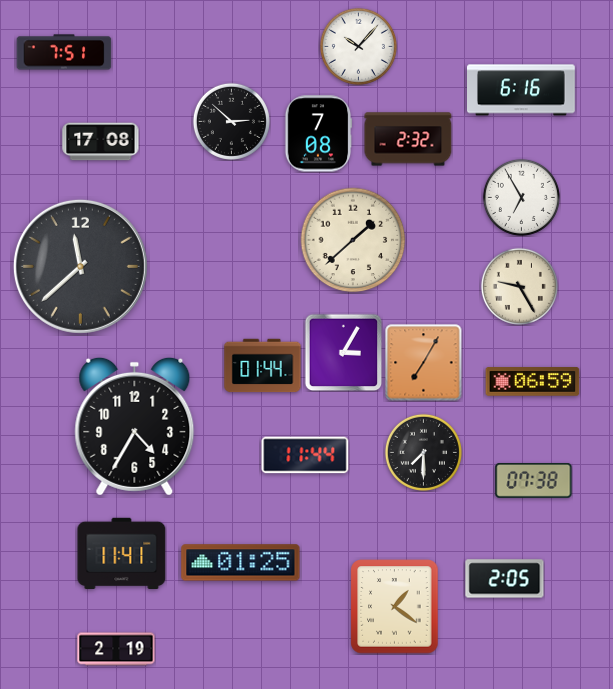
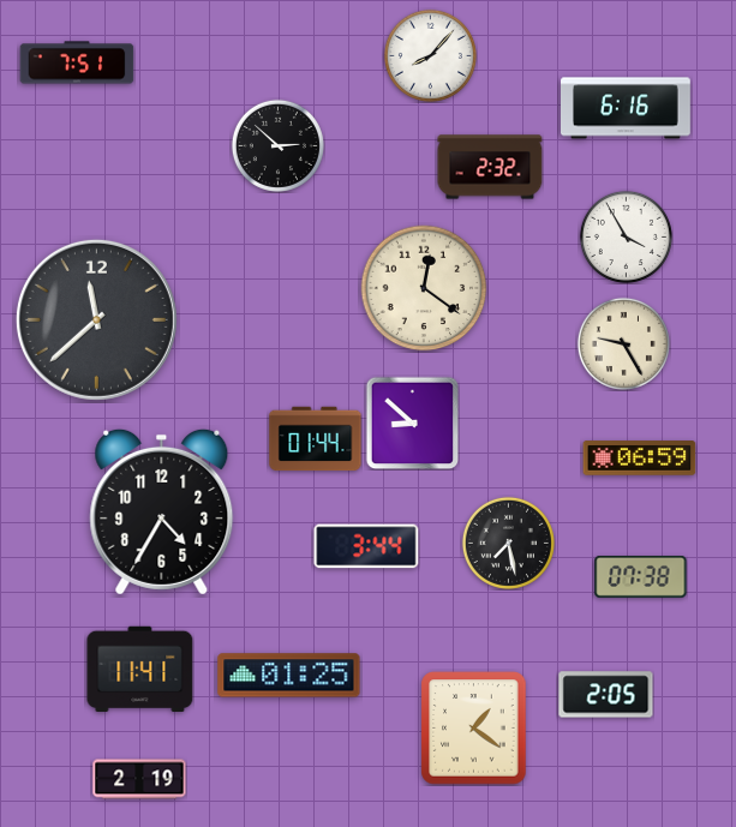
clock at (358, 46): 10:07 -> 8:07
clock at (318, 134): 7:08 -> none
clock at (101, 142): 17:08 -> none
clock at (521, 197): 6:55 -> 3:55
clock at (353, 240): 1:38 -> 12:21
clock at (343, 352): 3:05 -> 8:52
clock at (424, 363): 7:05 -> none
clock at (423, 452): 7:30 -> 7:28
clock at (305, 455): 11:44 -> 3:44
clock at (122, 553) position: (122, 553) -> (140, 669)
